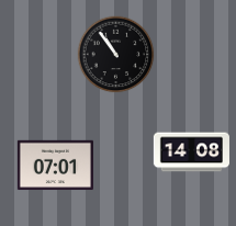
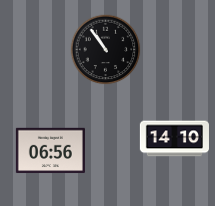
clock at (191, 152): 14:08 -> 14:10
clock at (55, 166): 07:01 -> 06:56
